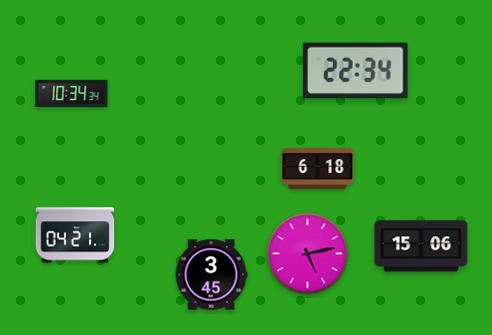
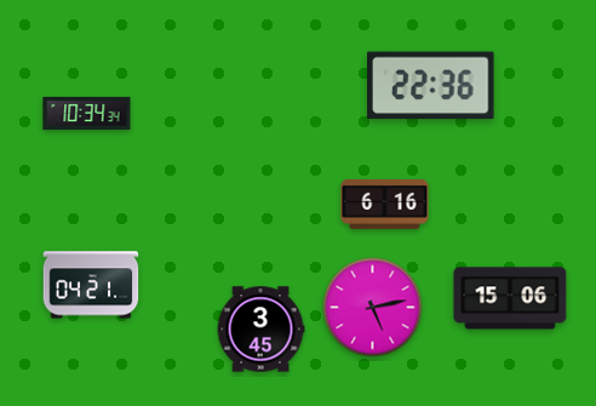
clock at (356, 71): 22:34 -> 22:36
clock at (318, 168): 6:18 -> 6:16
clock at (211, 275) position: (211, 275) -> (260, 330)
